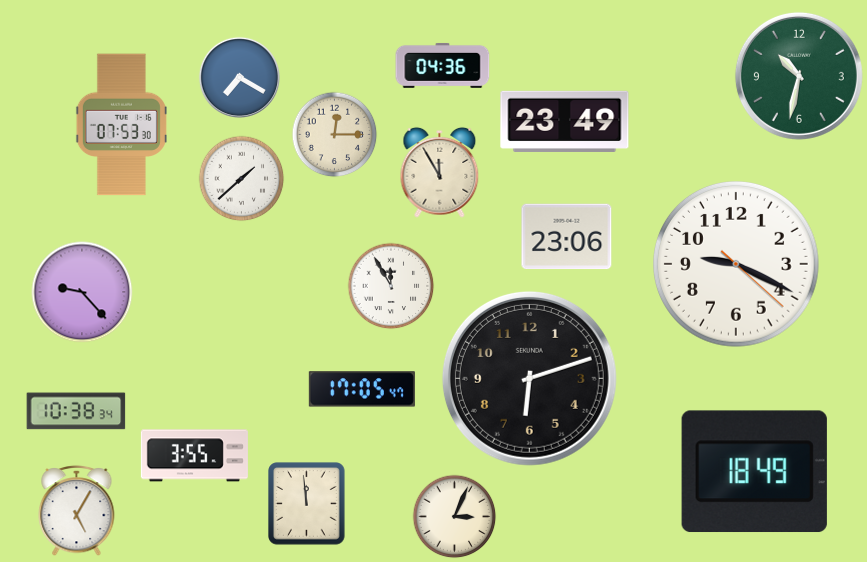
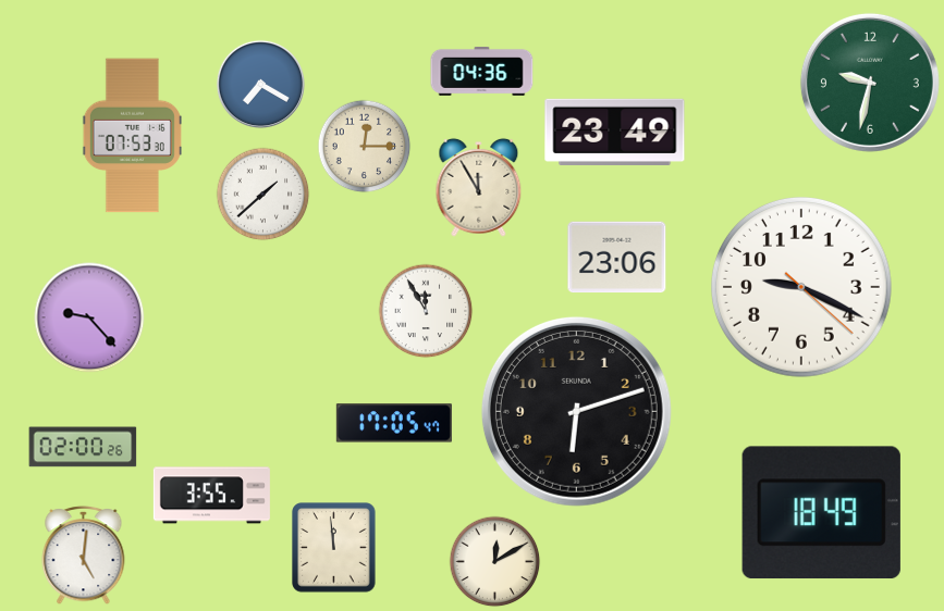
clock at (799, 76): 10:32 -> 9:32
clock at (76, 411): 10:38 -> 02:00
clock at (77, 510): 5:05 -> 5:01
clock at (454, 516): 3:04 -> 12:10
